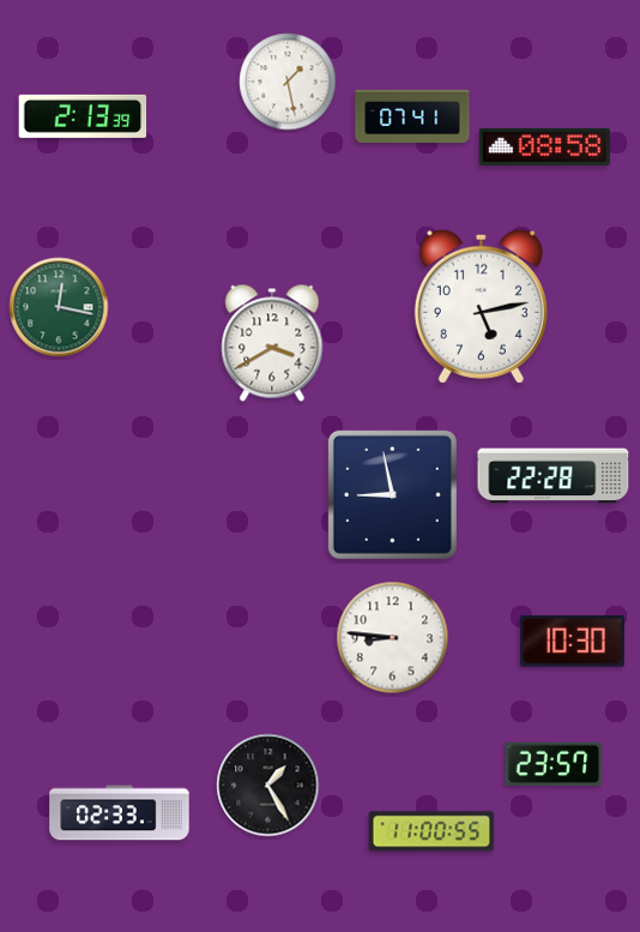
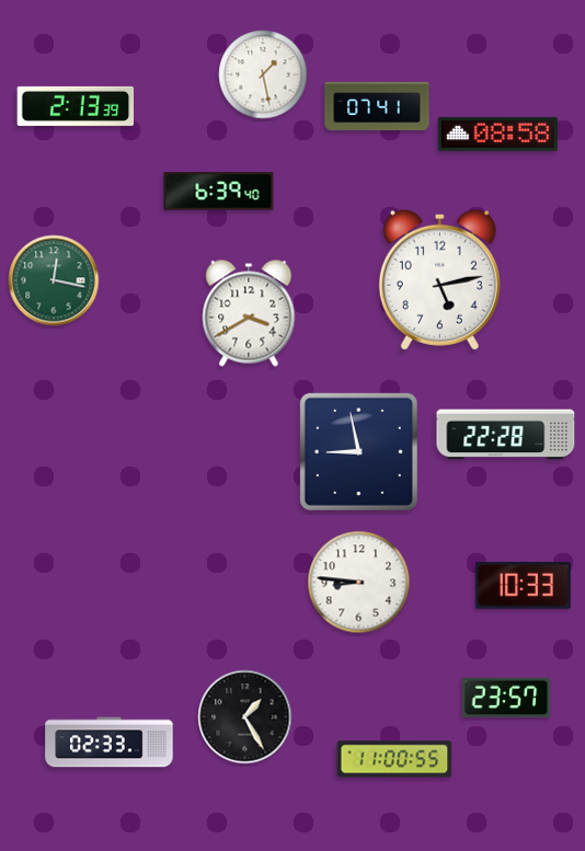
clock at (219, 192): none -> 6:39
clock at (572, 642): 10:30 -> 10:33
